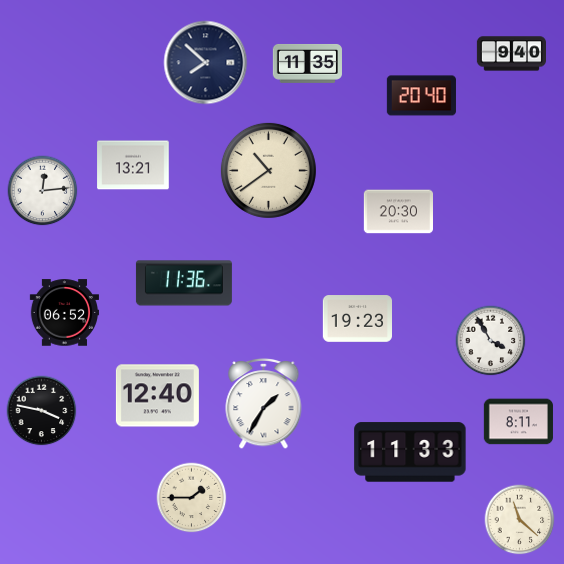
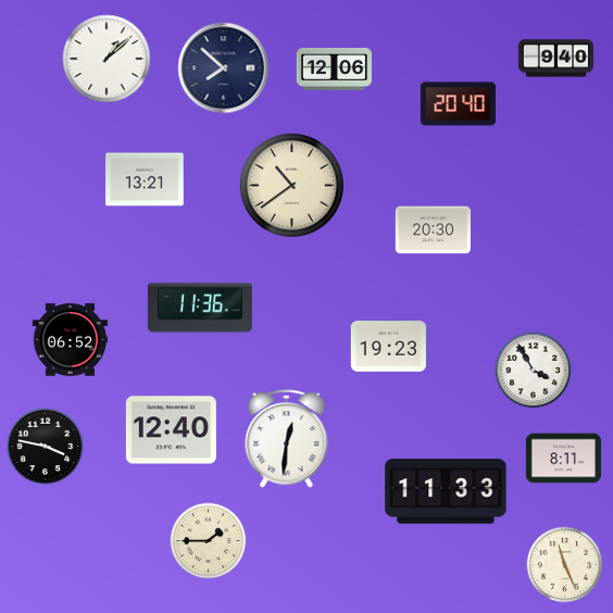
clock at (107, 59): none -> 1:08
clock at (307, 63): 11:35 -> 12:06
clock at (43, 191): 12:14 -> none
clock at (264, 403): 1:35 -> 12:31
clock at (520, 520): 11:22 -> 11:26
